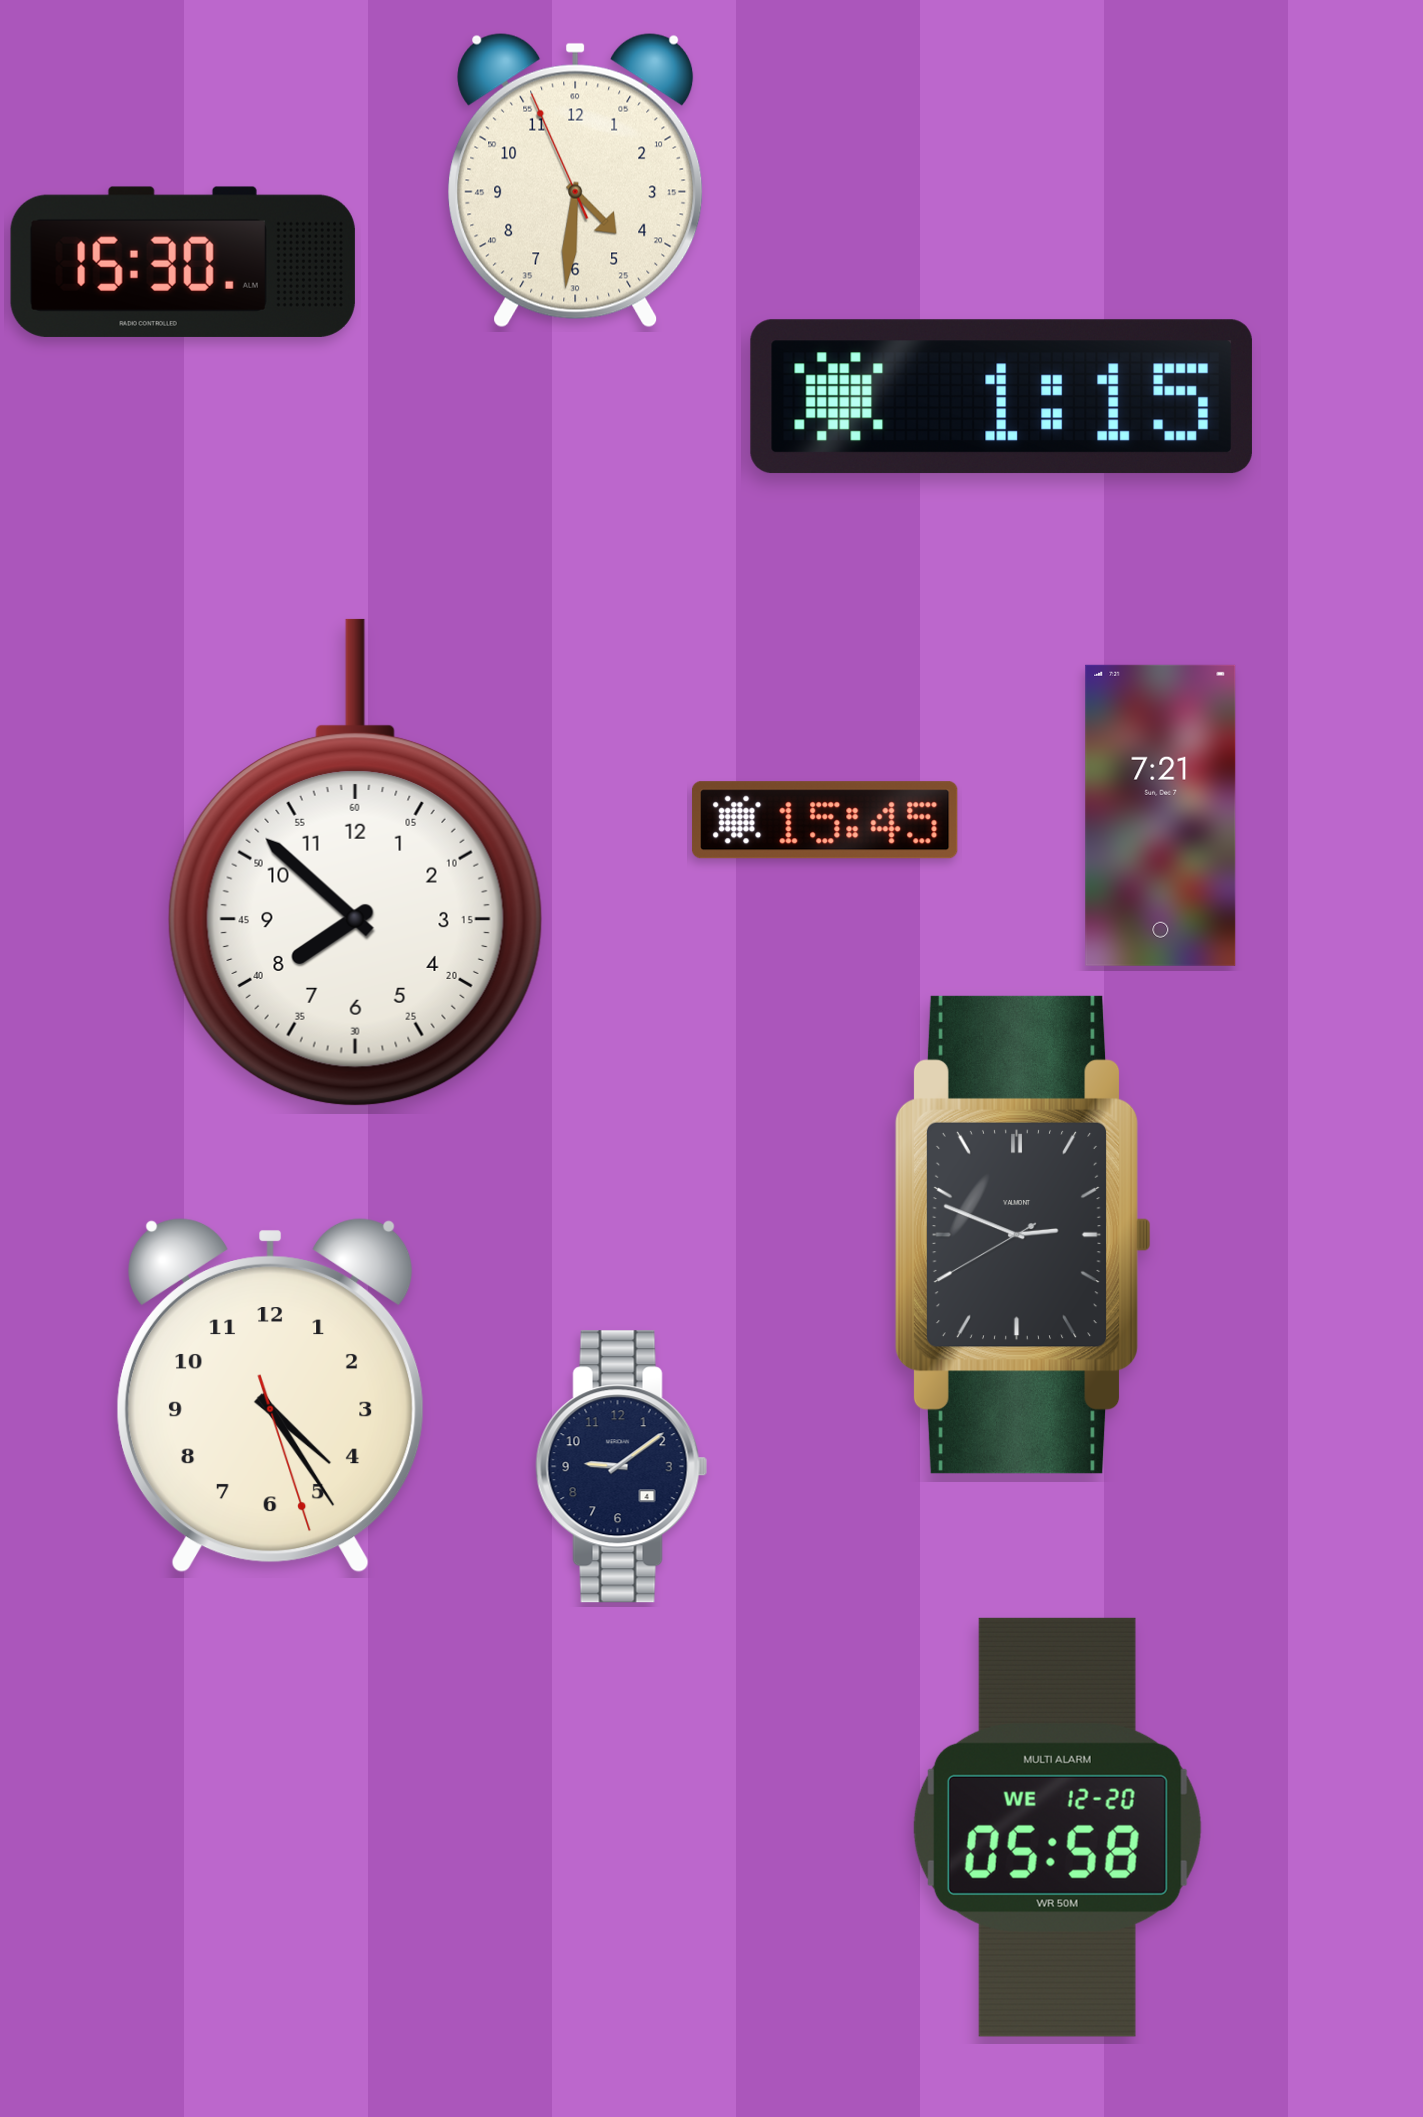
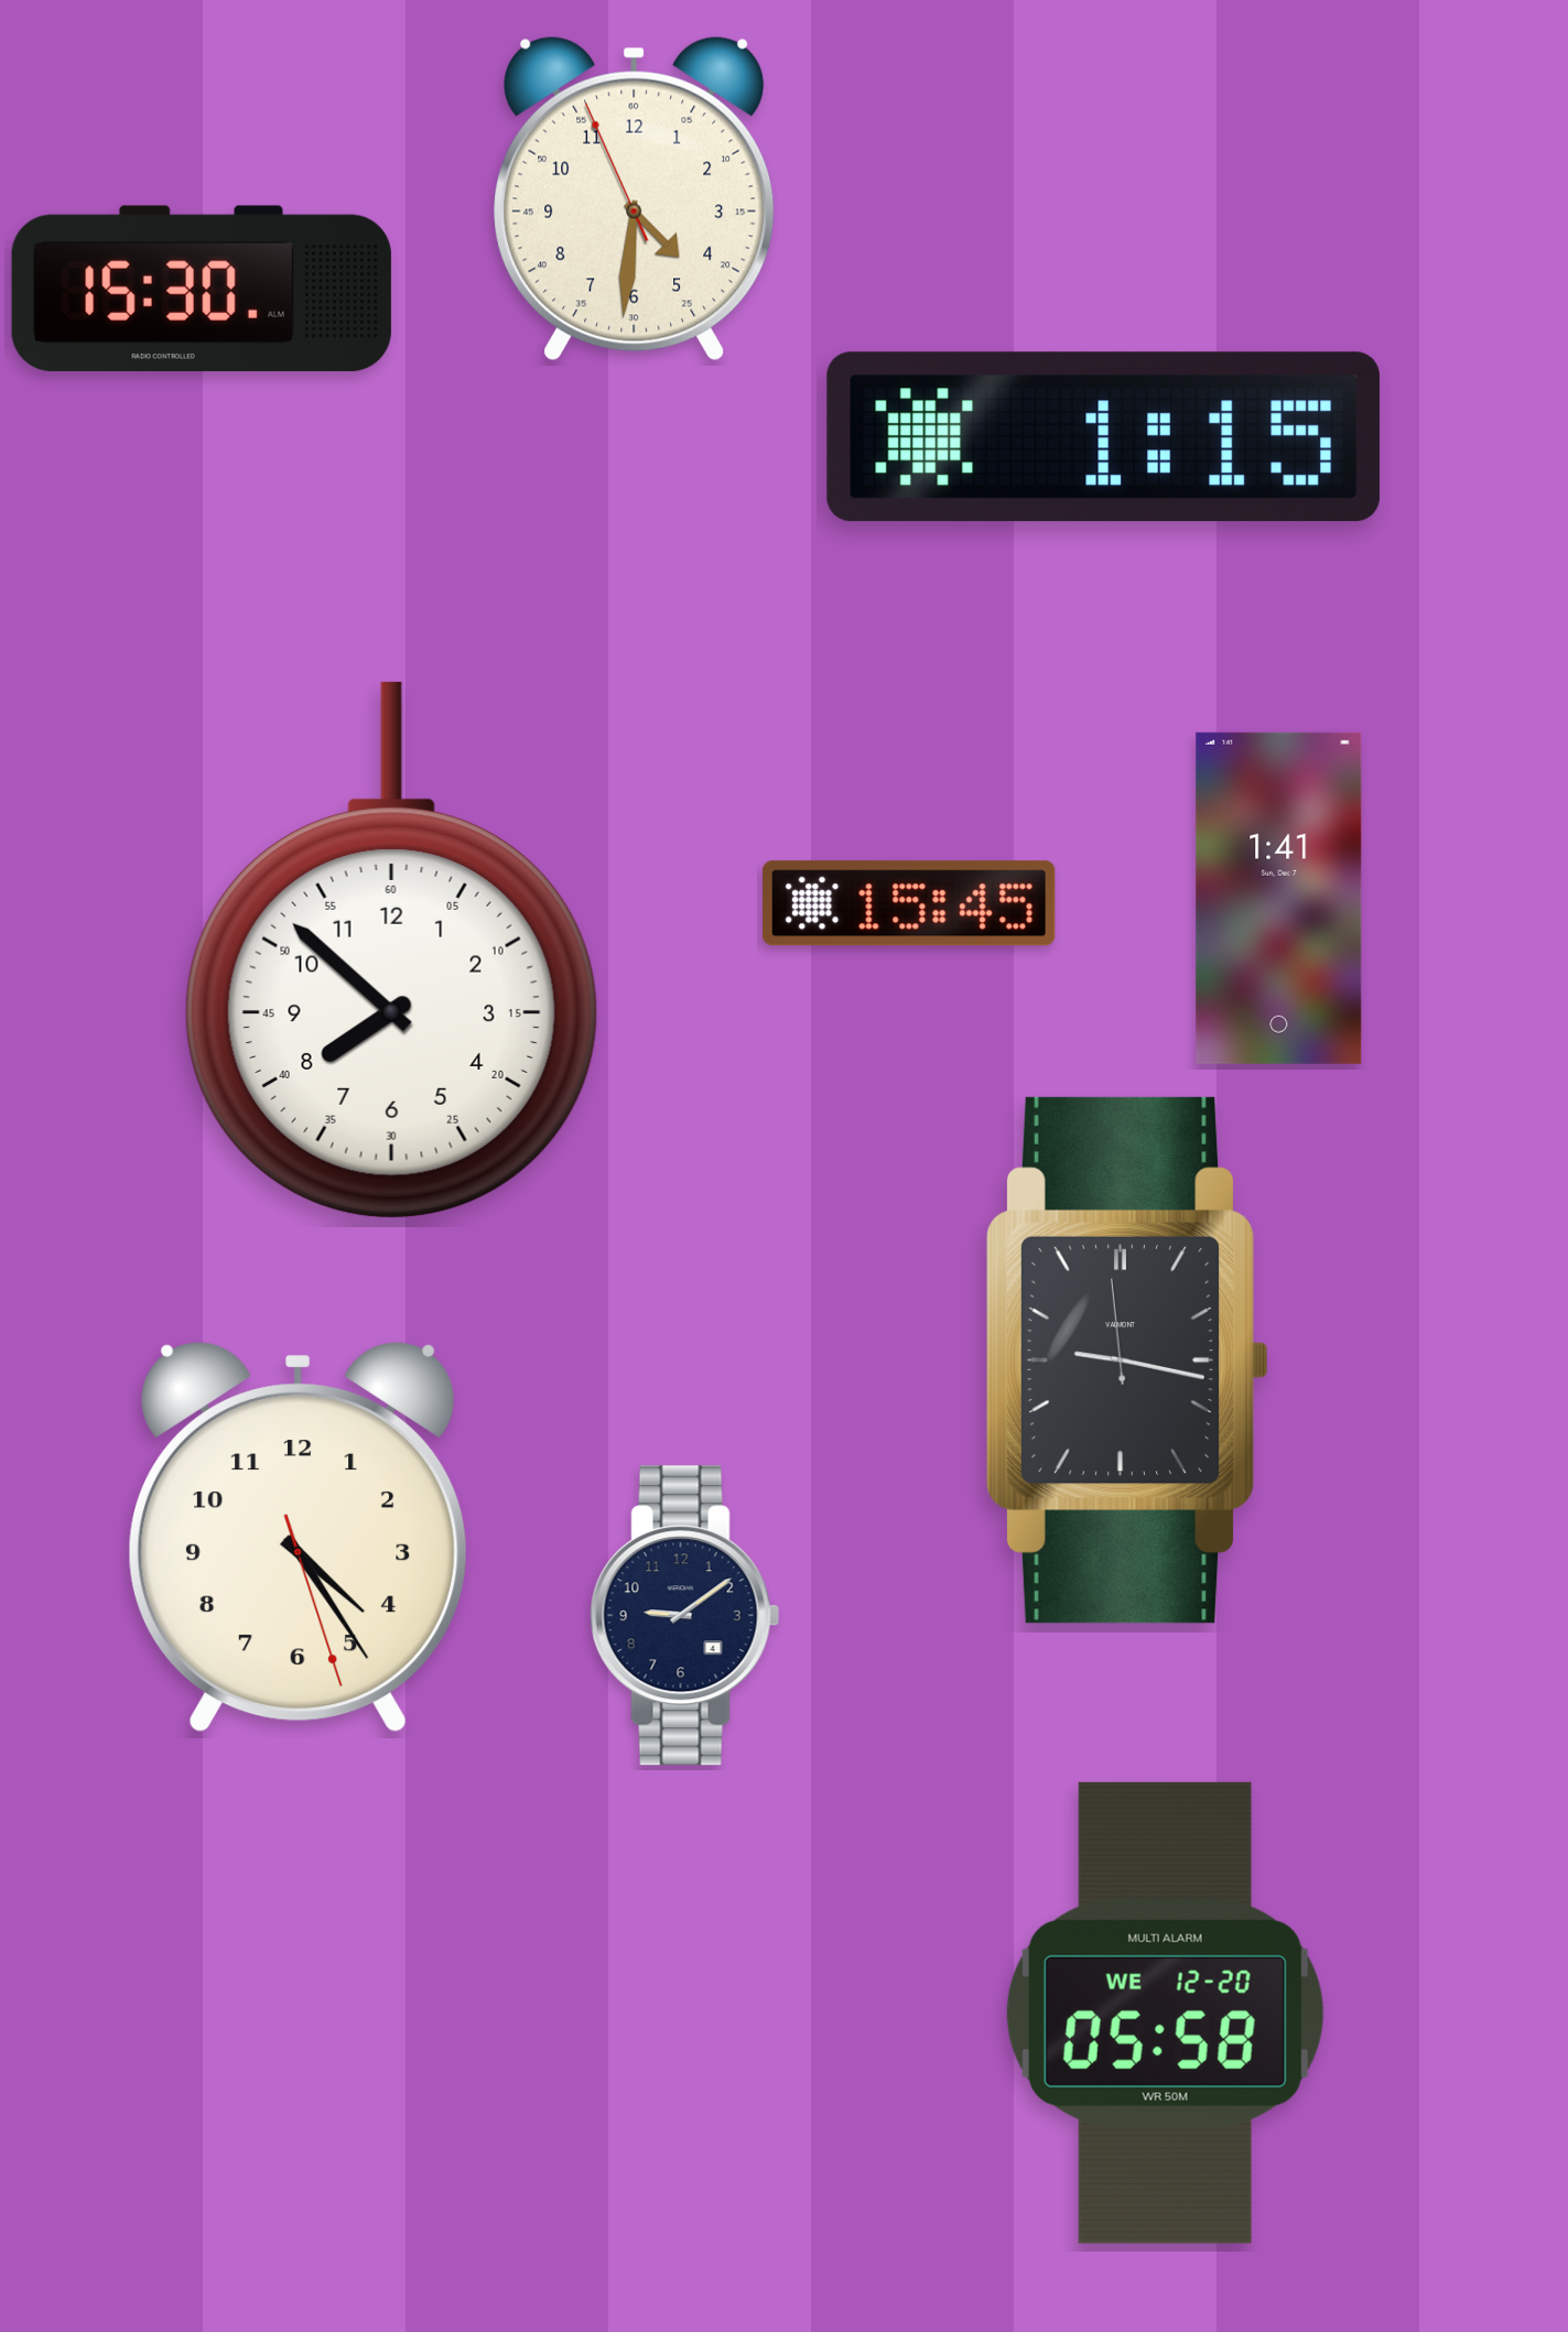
clock at (1161, 815): 7:21 -> 1:41
clock at (1023, 1235): 2:48 -> 9:16
